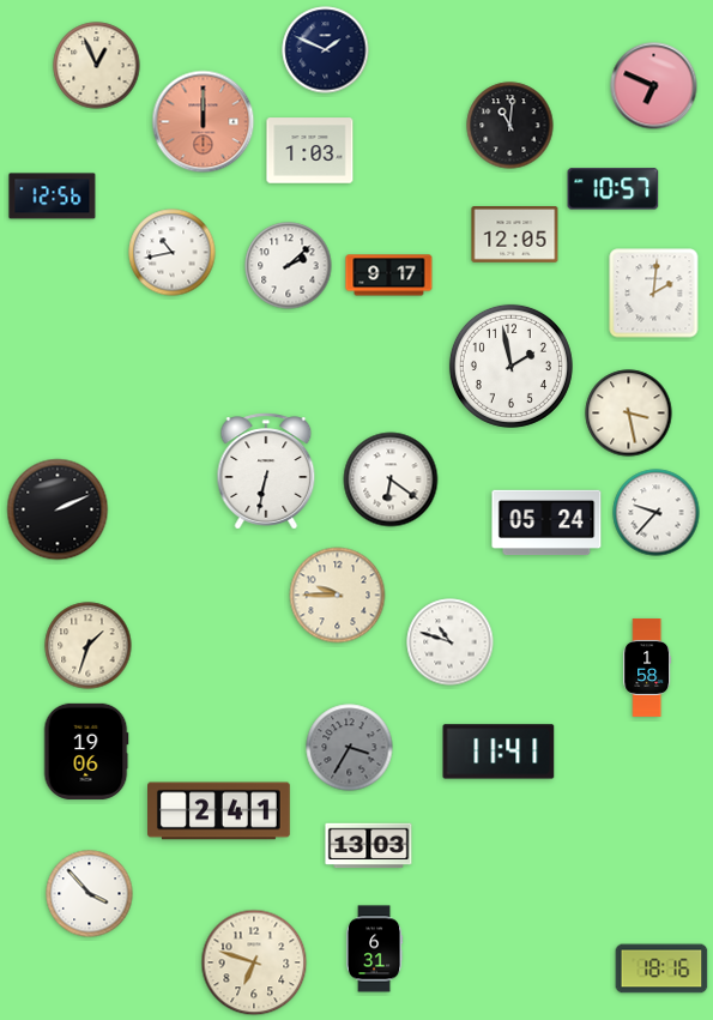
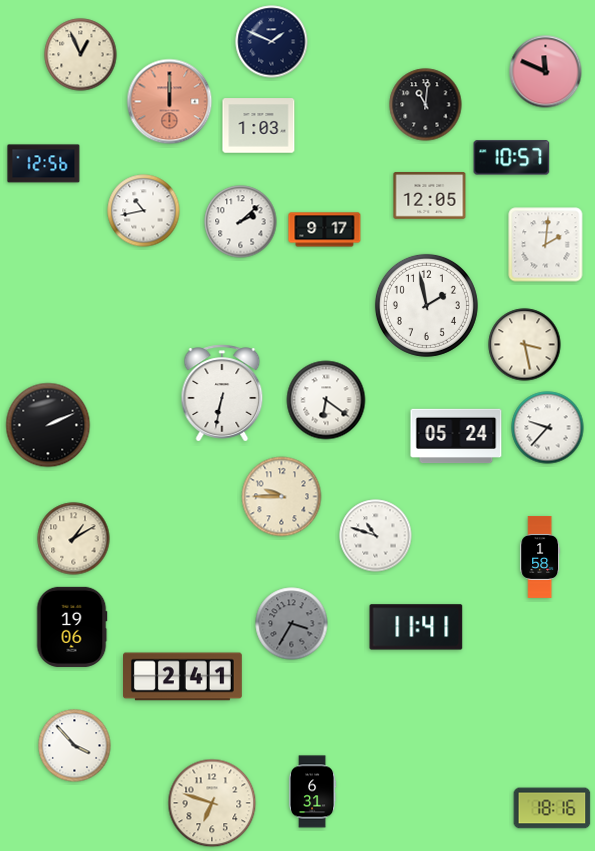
clock at (654, 86): 6:49 -> 11:49
clock at (89, 646): 1:33 -> 1:10
clock at (369, 846): 13:03 -> none
